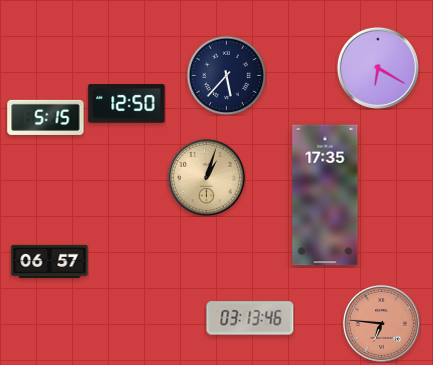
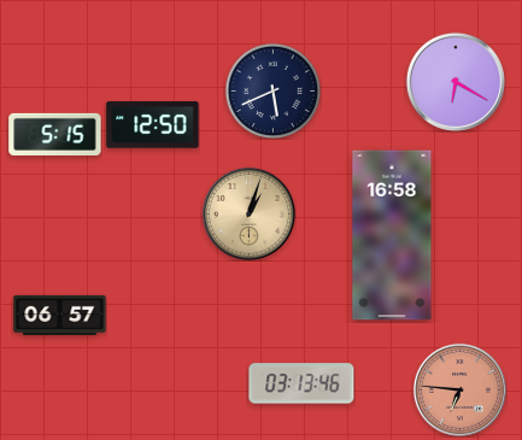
clock at (226, 75): 5:37 -> 5:41
clock at (46, 117) position: (46, 117) -> (55, 134)
clock at (325, 195): 17:35 -> 16:58
